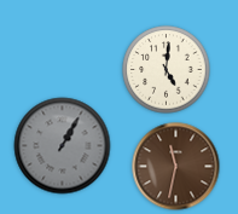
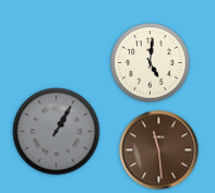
clock at (176, 167): 11:32 -> 11:29
